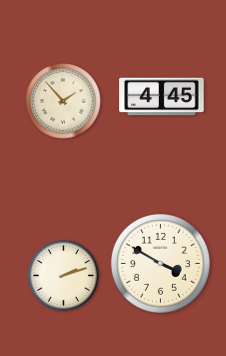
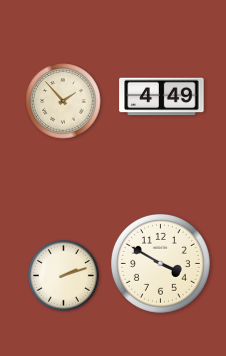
clock at (162, 97): 4:45 -> 4:49
